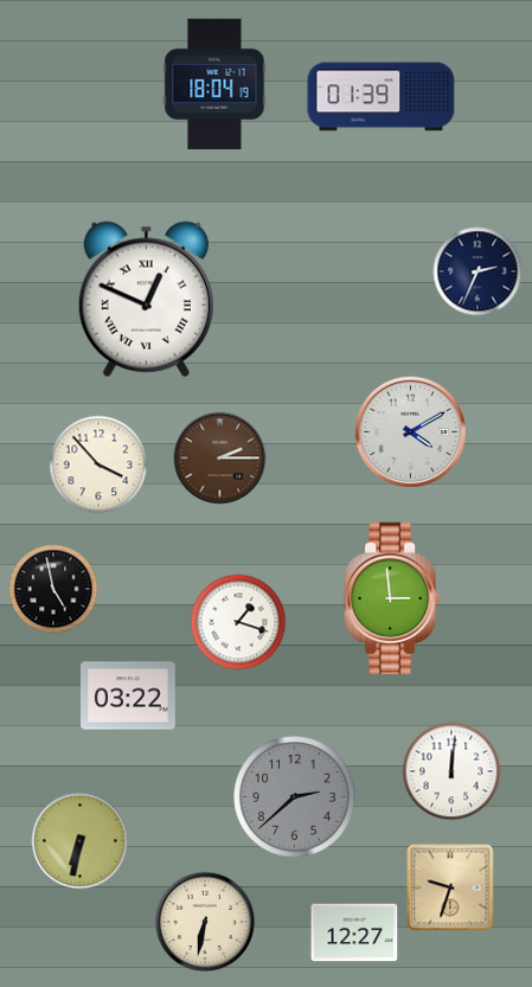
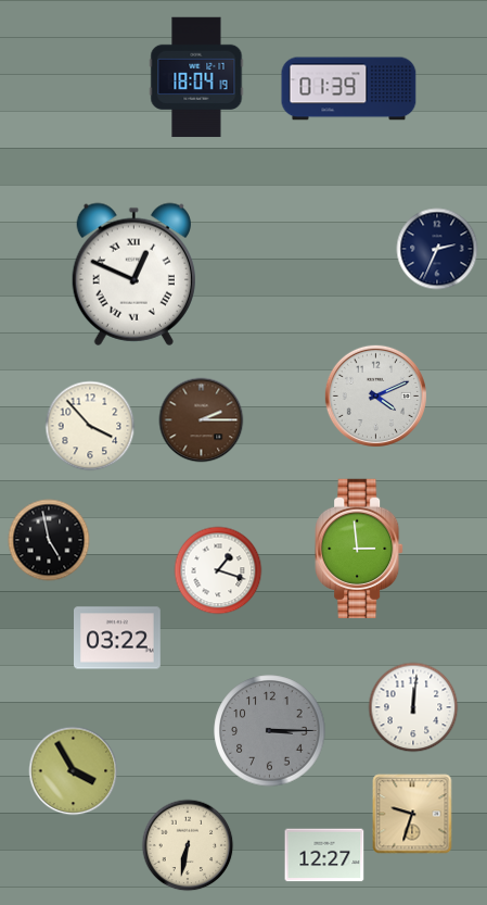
clock at (410, 431): 4:10 -> 4:11
clock at (295, 797): 2:38 -> 3:15
clock at (81, 841): 6:32 -> 3:55
